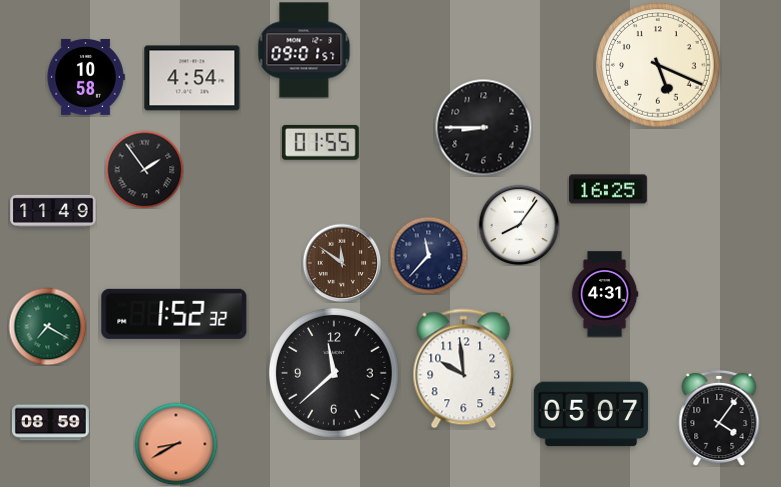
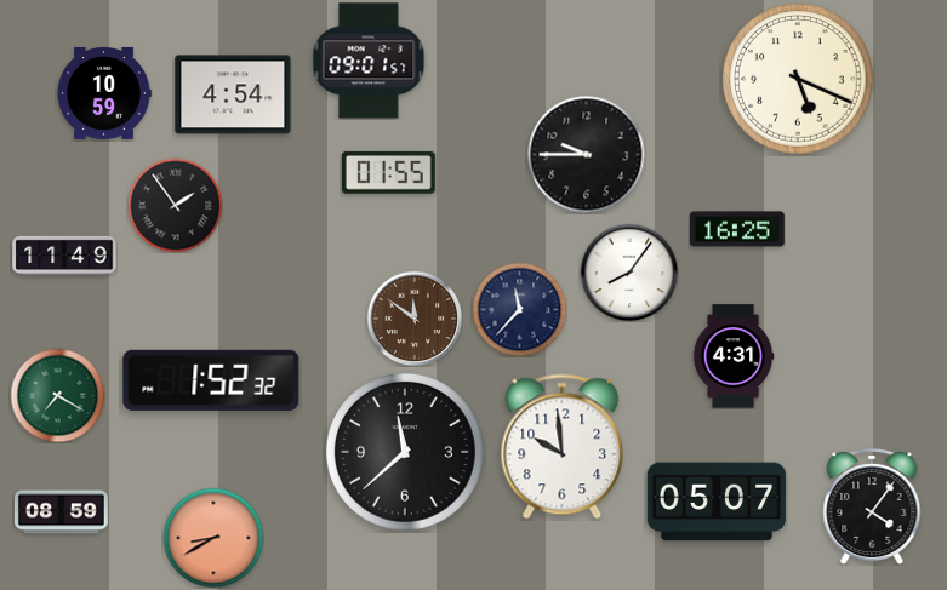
clock at (86, 77): 10:58 -> 10:59
clock at (483, 127): 8:45 -> 9:45
